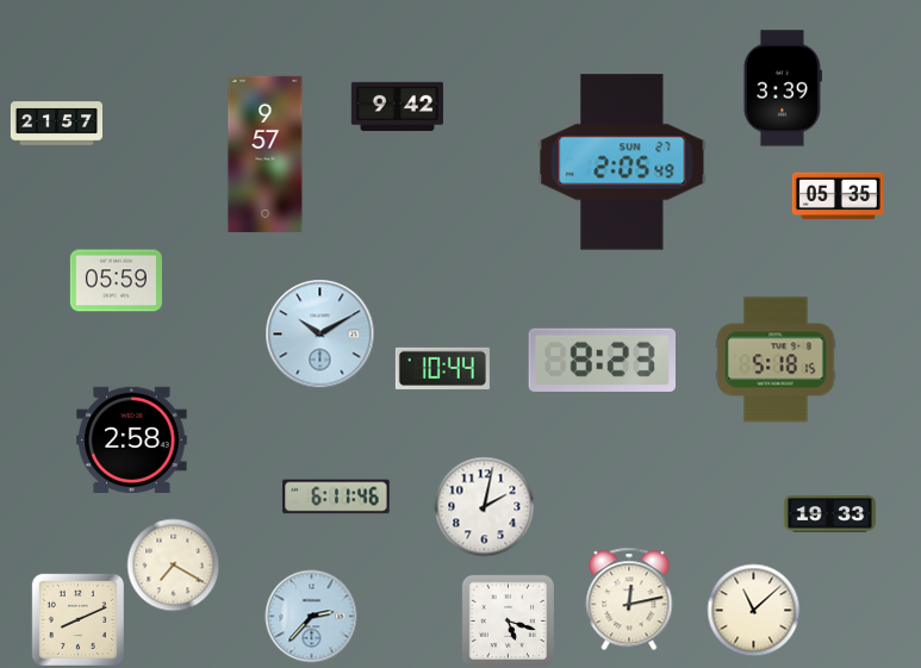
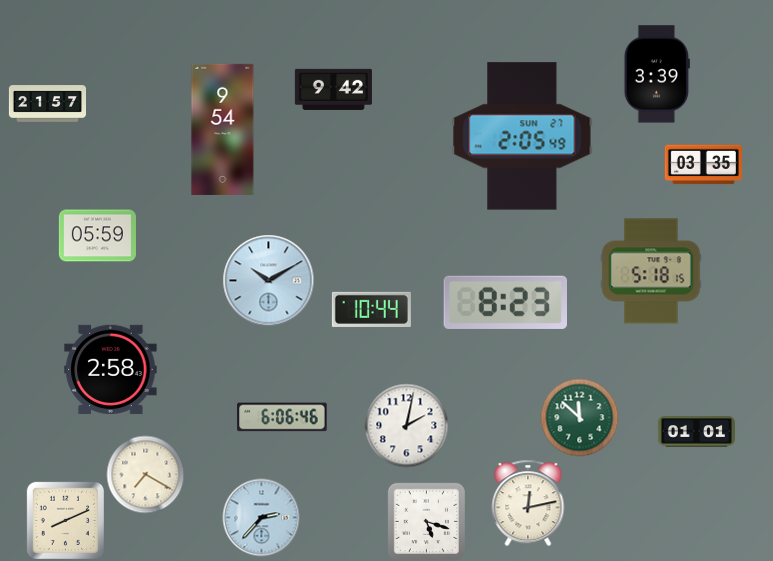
clock at (266, 154): 9:57 -> 9:54
clock at (838, 196): 05:35 -> 03:35
clock at (776, 360) position: (776, 360) -> (651, 271)
clock at (336, 497): 6:11 -> 6:06
clock at (579, 417): none -> 11:52
clock at (829, 514): 19:33 -> 01:01
clock at (753, 610): 11:08 -> none
